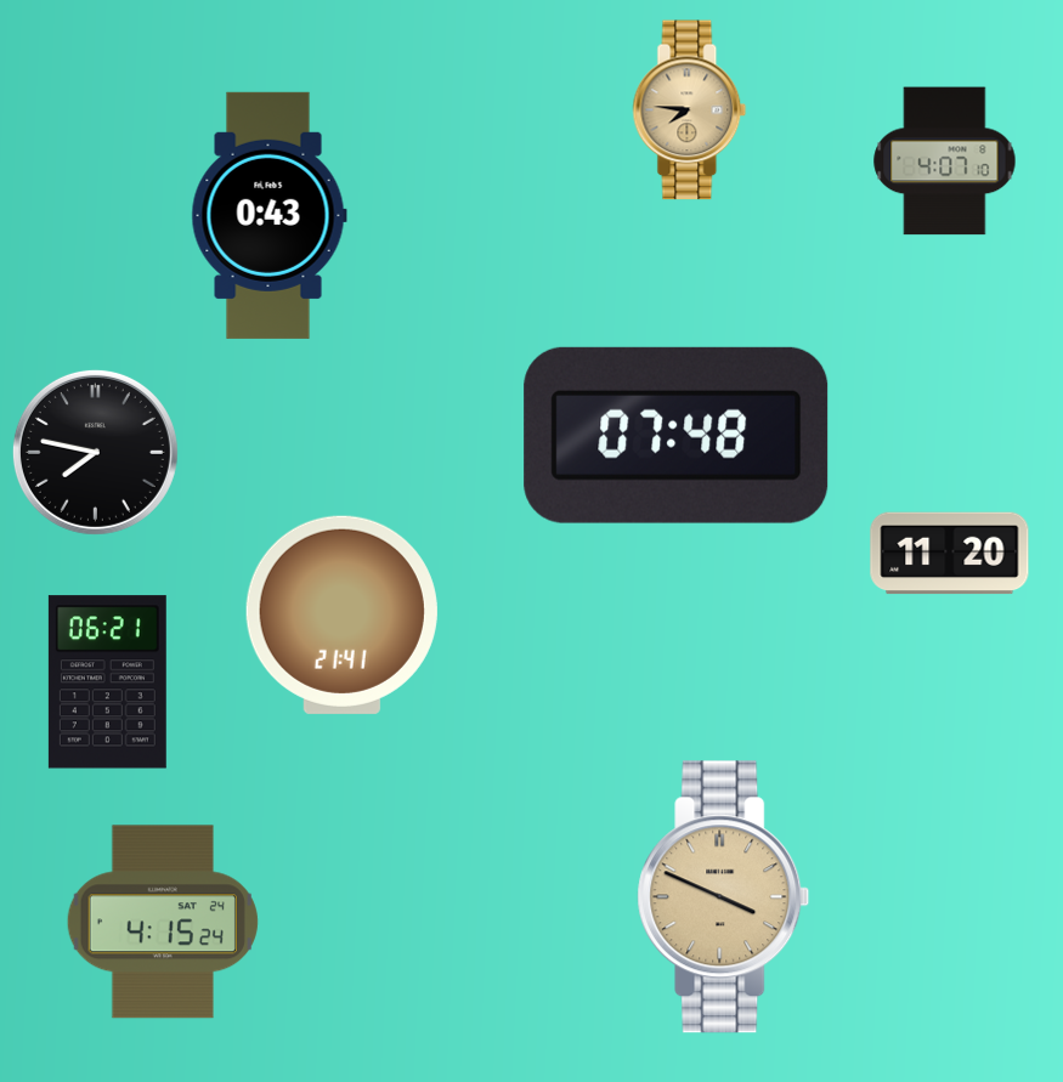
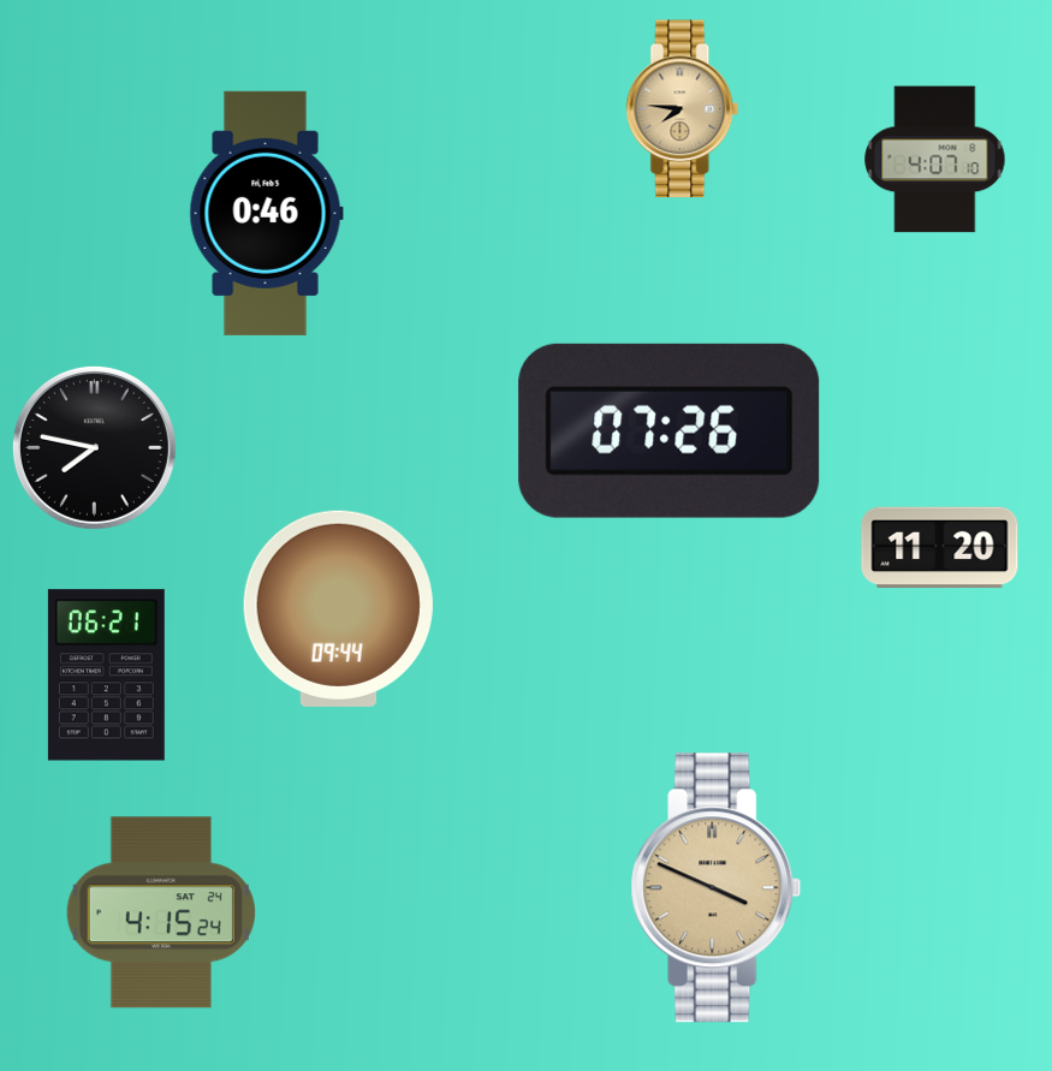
clock at (268, 215): 0:43 -> 0:46
clock at (677, 435): 07:48 -> 07:26
clock at (341, 614): 21:41 -> 09:44
